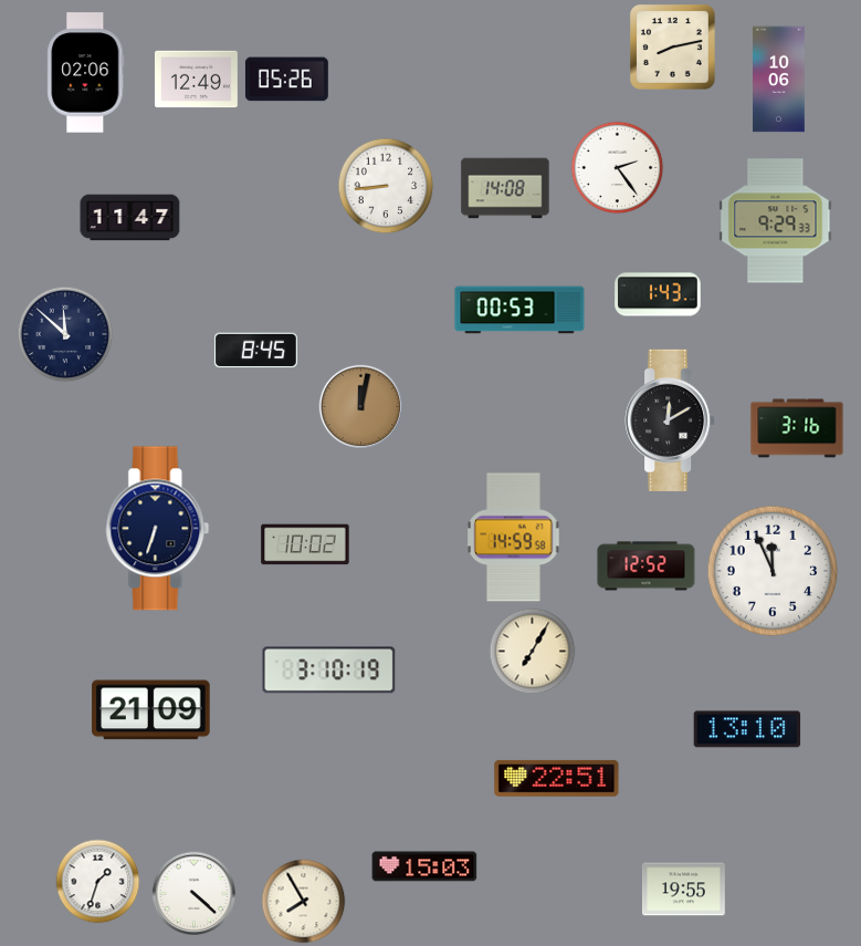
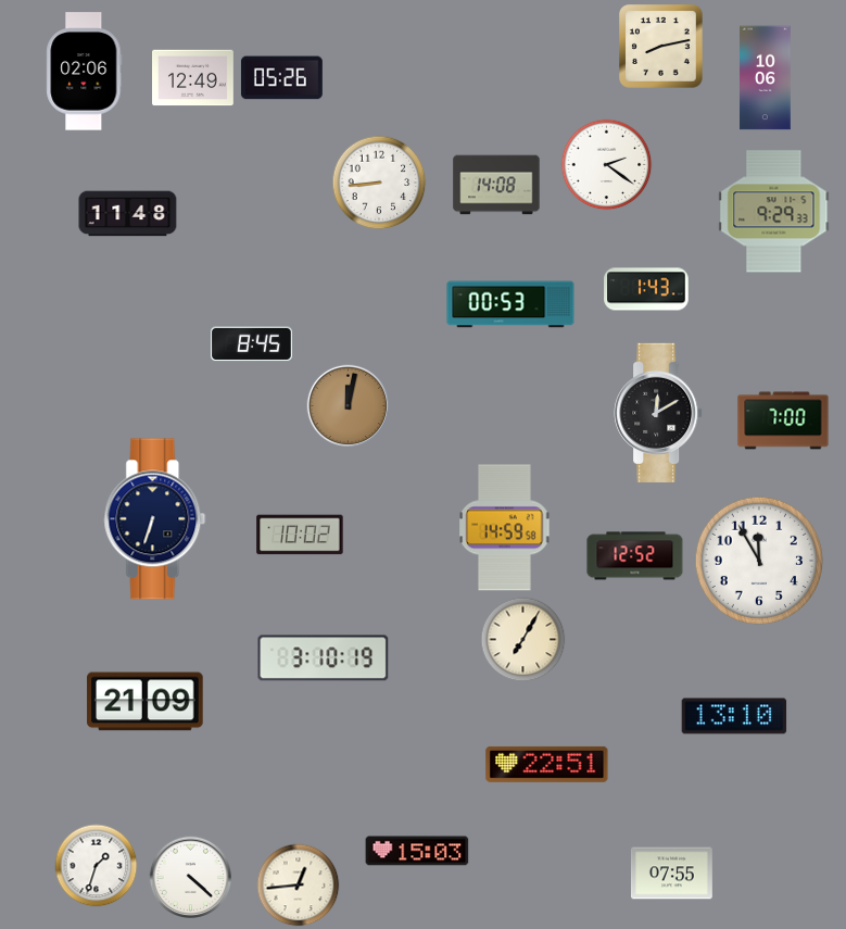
clock at (618, 168): 2:24 -> 2:21
clock at (130, 218): 11:47 -> 11:48
clock at (776, 221) position: (776, 221) -> (774, 212)
clock at (65, 334): 11:52 -> none
clock at (361, 407) position: (361, 407) -> (349, 406)
clock at (797, 428): 3:16 -> 7:00
clock at (771, 570): 11:56 -> 11:55
clock at (151, 710) position: (151, 710) -> (146, 702)
clock at (684, 890): 19:55 -> 07:55
clock at (304, 902): 7:55 -> 12:44
